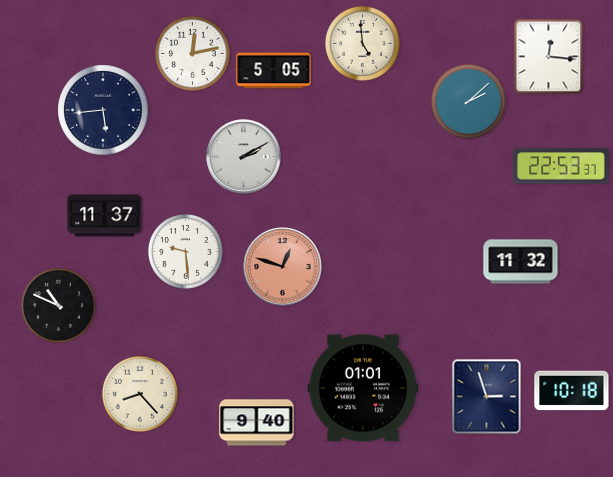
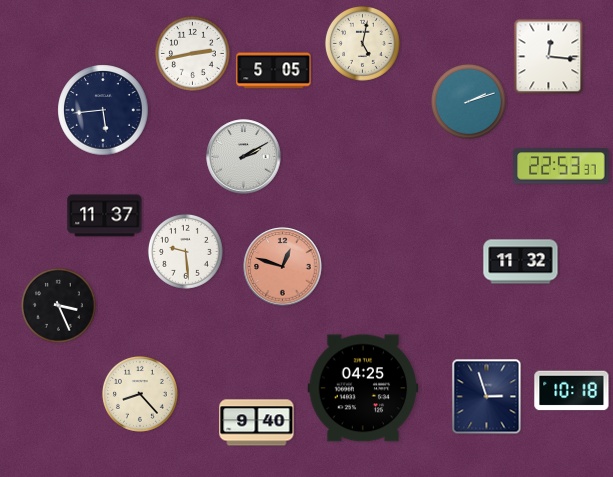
clock at (362, 43): 4:59 -> 5:02
clock at (192, 53): 12:13 -> 2:43
clock at (468, 101): 2:08 -> 2:12
clock at (58, 305): 10:49 -> 3:26
clock at (363, 388): 01:01 -> 04:25
